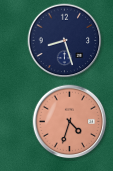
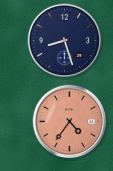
clock at (70, 122): 4:33 -> 4:36
